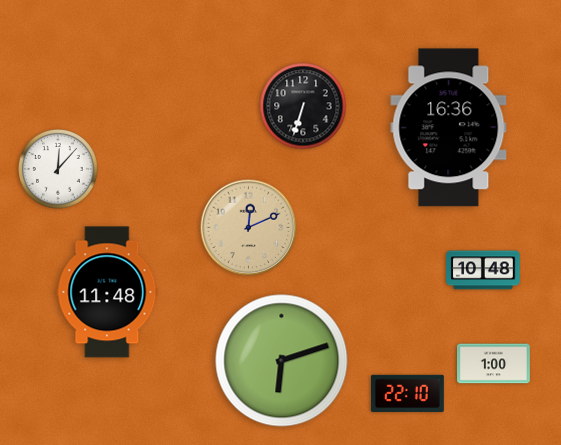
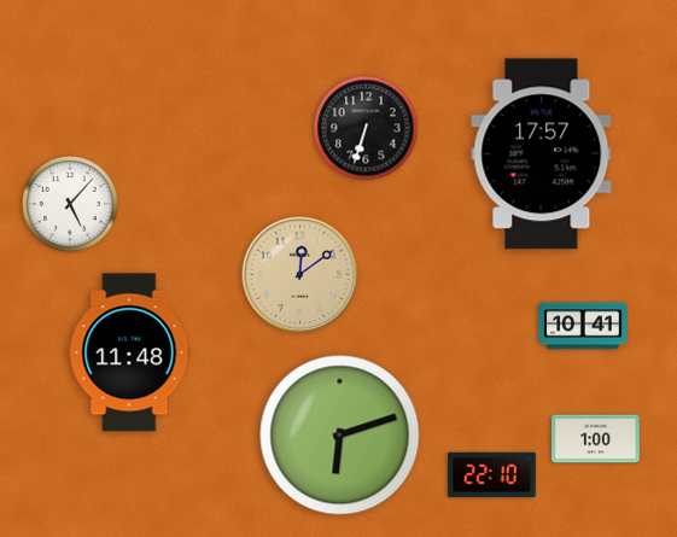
clock at (449, 128): 16:36 -> 17:57
clock at (59, 170): 12:07 -> 5:07
clock at (249, 228): 12:11 -> 12:09
clock at (483, 270): 10:48 -> 10:41
